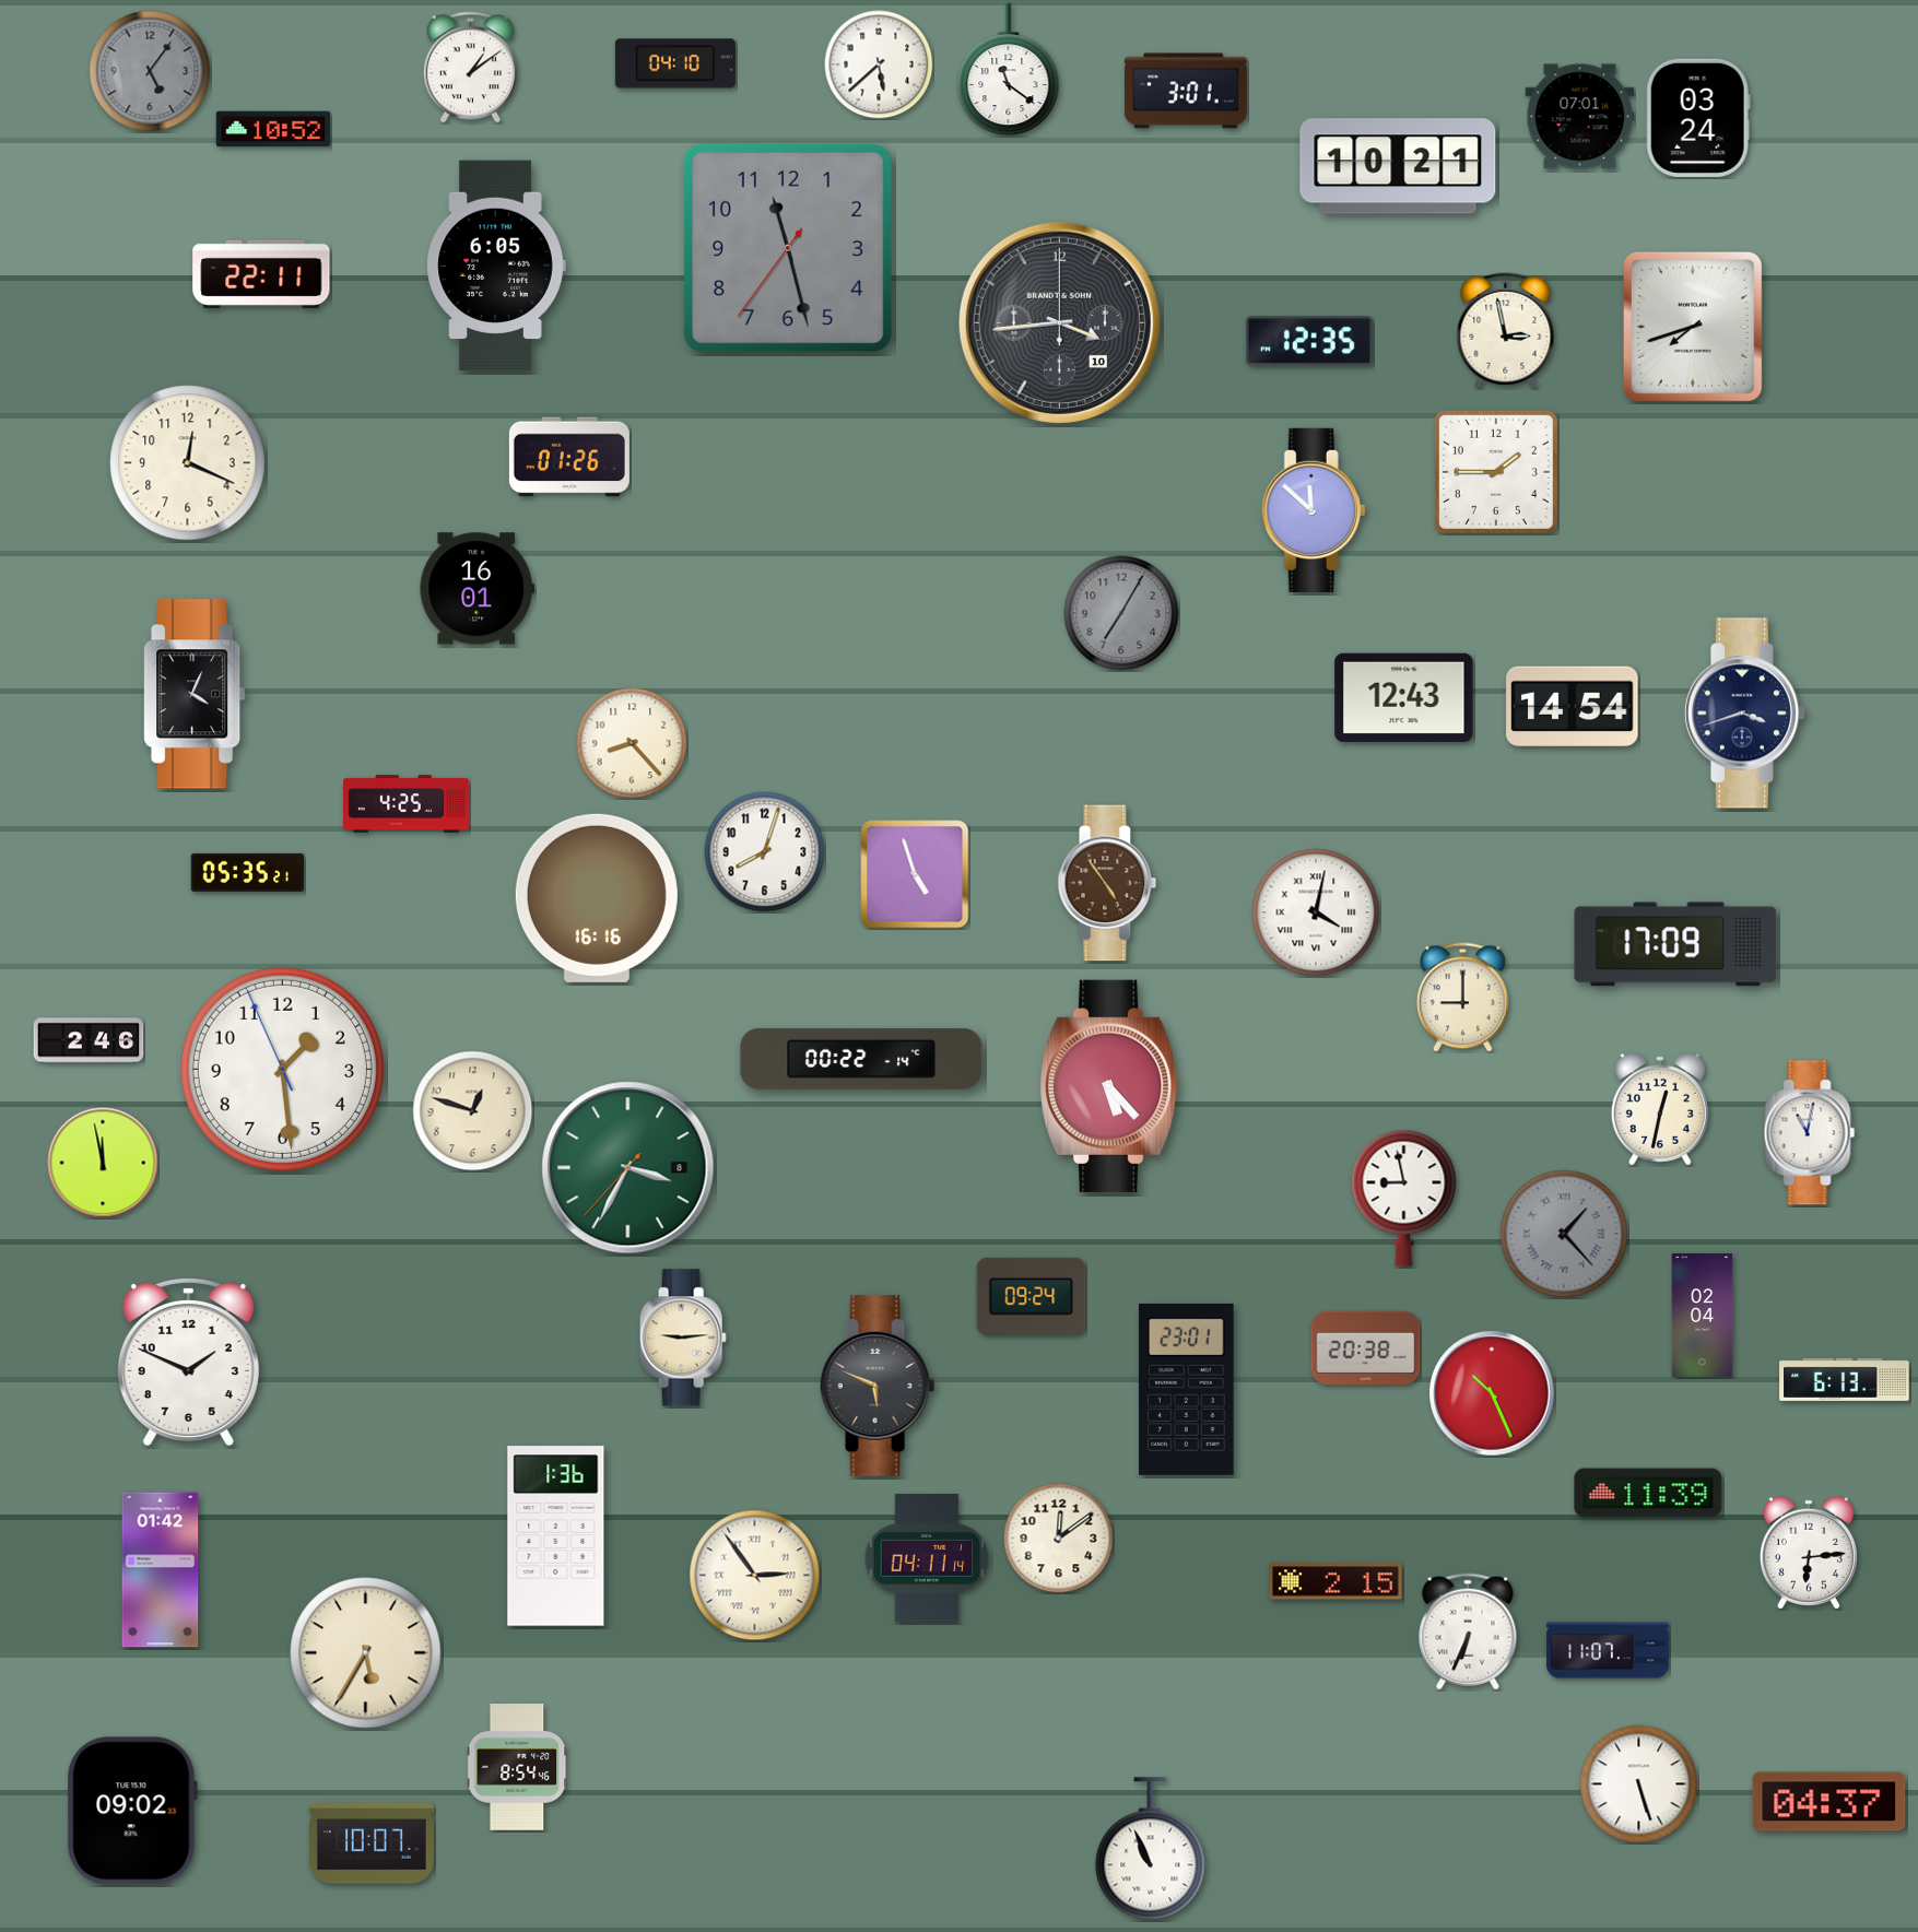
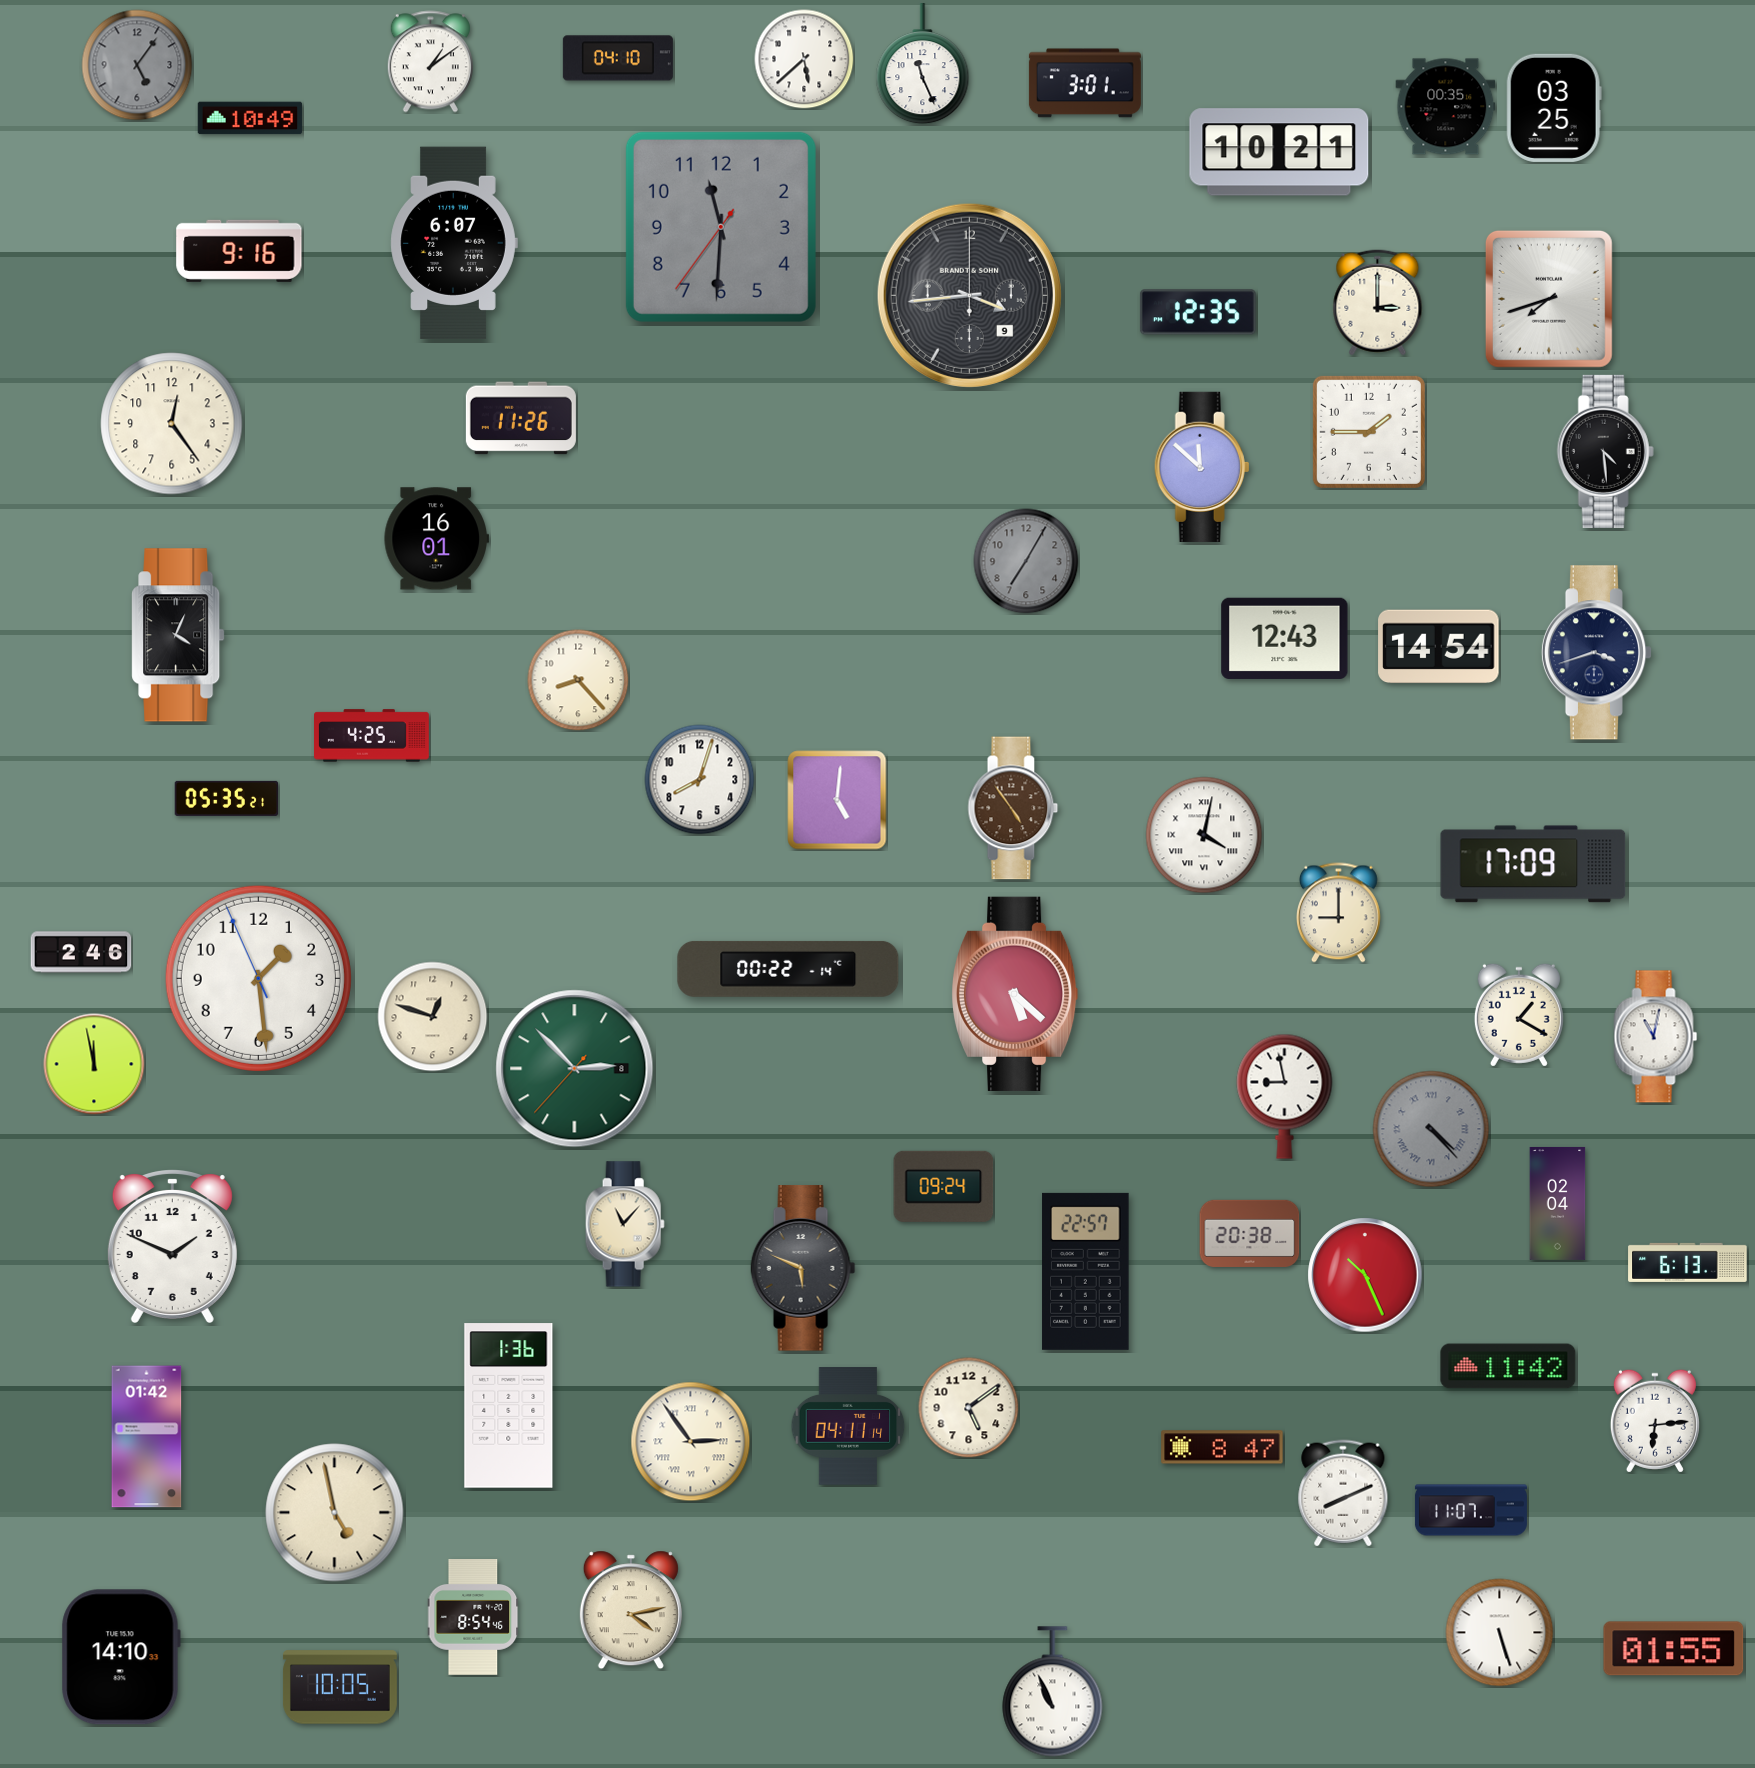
clock at (1009, 70): 11:21 -> 11:26
clock at (1580, 117): 07:01 -> 00:35
clock at (1698, 118): 03:24 -> 03:25
clock at (273, 129): 10:52 -> 10:49
clock at (788, 248): 11:27 -> 11:30
clock at (496, 264): 6:05 -> 6:07
clock at (261, 274): 22:11 -> 9:16
clock at (1059, 322) date: 10 -> 9
clock at (1506, 331): 2:58 -> 3:00
clock at (569, 457): 01:26 -> 11:26
clock at (188, 463): 12:19 -> 12:24
clock at (1605, 451): none -> 4:29
clock at (915, 874): 4:57 -> 5:01
clock at (597, 898): 16:16 -> none
clock at (1109, 1086): 5:23 -> 5:22
clock at (1660, 1109): 12:32 -> 1:20
clock at (628, 1168): 3:34 -> 2:52
clock at (1564, 1234): 1:23 -> 4:23
clock at (683, 1338): 9:14 -> 11:07
clock at (1187, 1389): 23:01 -> 22:57
clock at (1648, 1493): 11:39 -> 11:42
clock at (1059, 1539): 12:09 -> 5:09
clock at (1335, 1581): 2:15 -> 8:47
clock at (1468, 1631): 6:34 -> 8:11
clock at (366, 1653): 5:35 -> 4:58
clock at (631, 1610): none -> 4:13
clock at (1829, 1802): 04:37 -> 01:55
clock at (132, 1811): 09:02 -> 14:10
clock at (372, 1843): 10:07 -> 10:05
